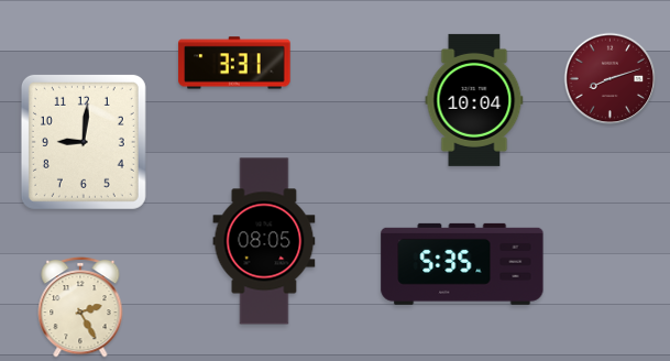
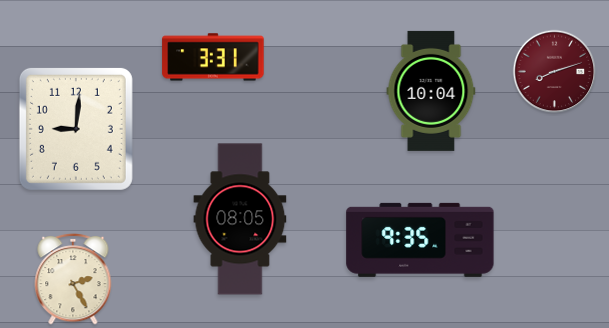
clock at (462, 264): 5:35 -> 9:35
